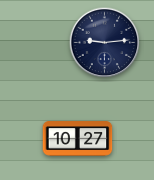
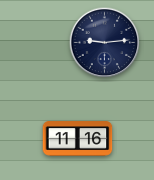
clock at (78, 139): 10:27 -> 11:16
